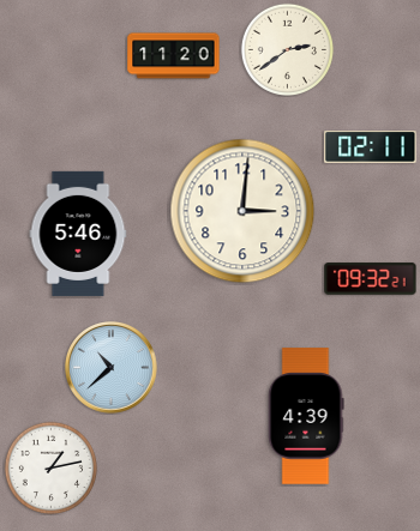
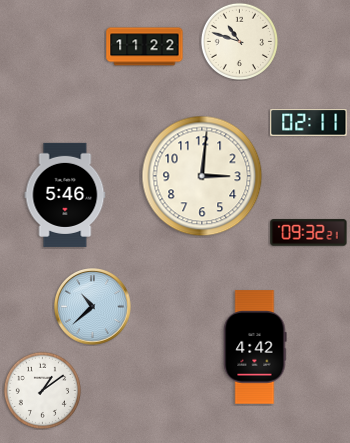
clock at (287, 49): 2:39 -> 10:48
clock at (174, 56): 11:20 -> 11:22
clock at (306, 416): 4:39 -> 4:42
clock at (50, 467): 1:13 -> 1:09
